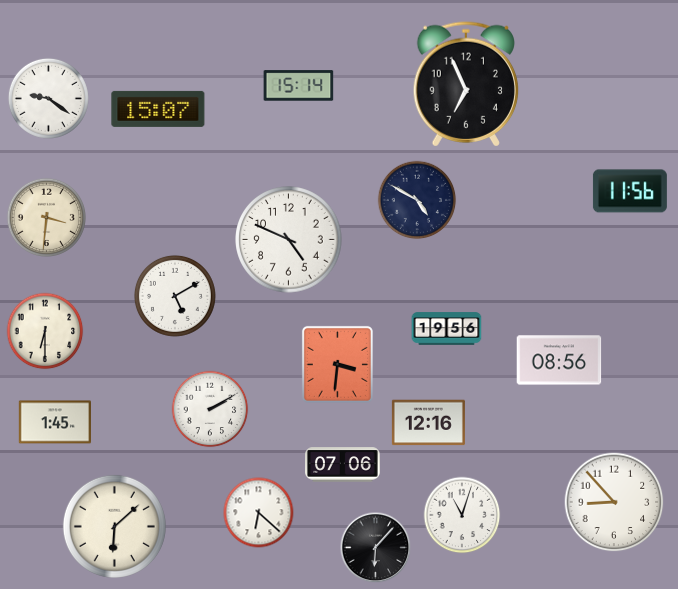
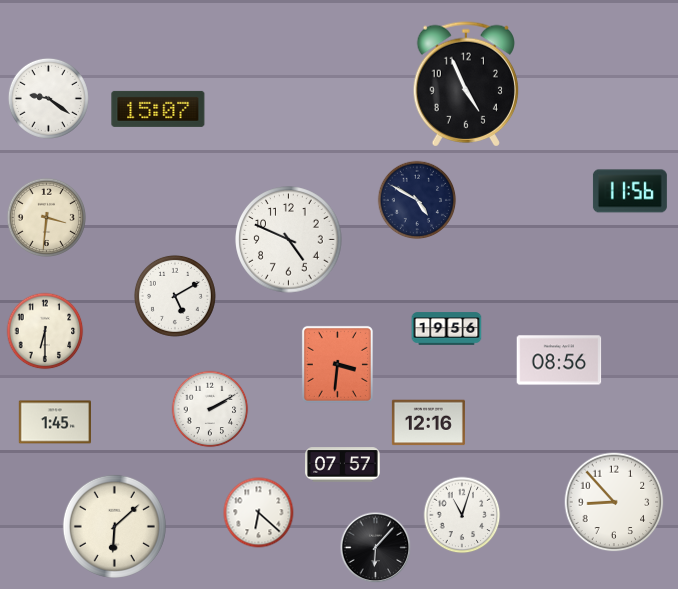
clock at (466, 84): 6:56 -> 4:56
clock at (299, 86): 15:14 -> none
clock at (343, 465): 07:06 -> 07:57
